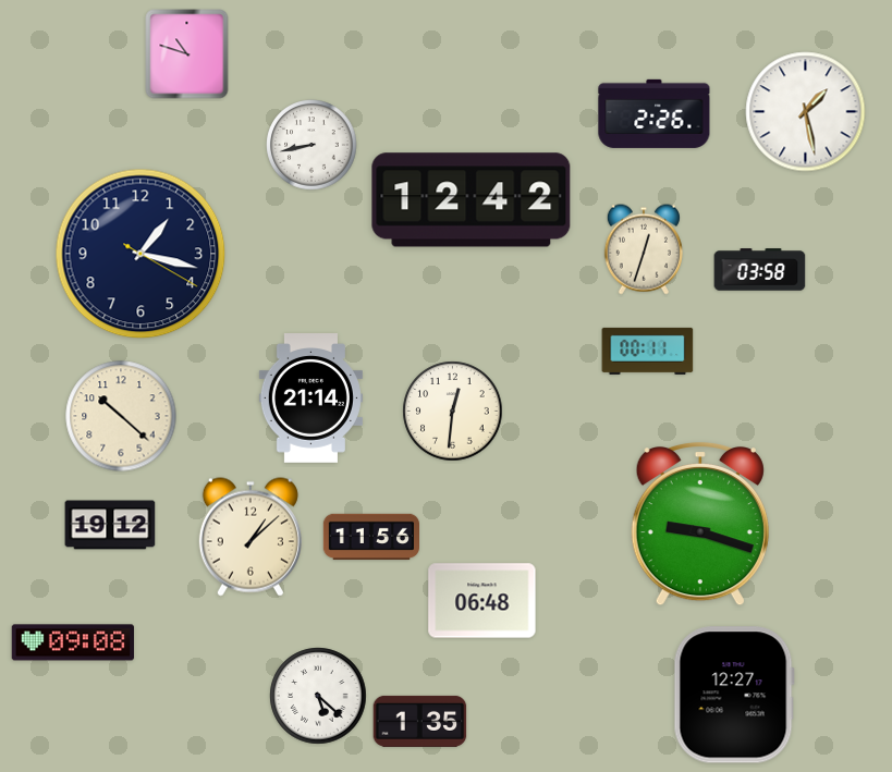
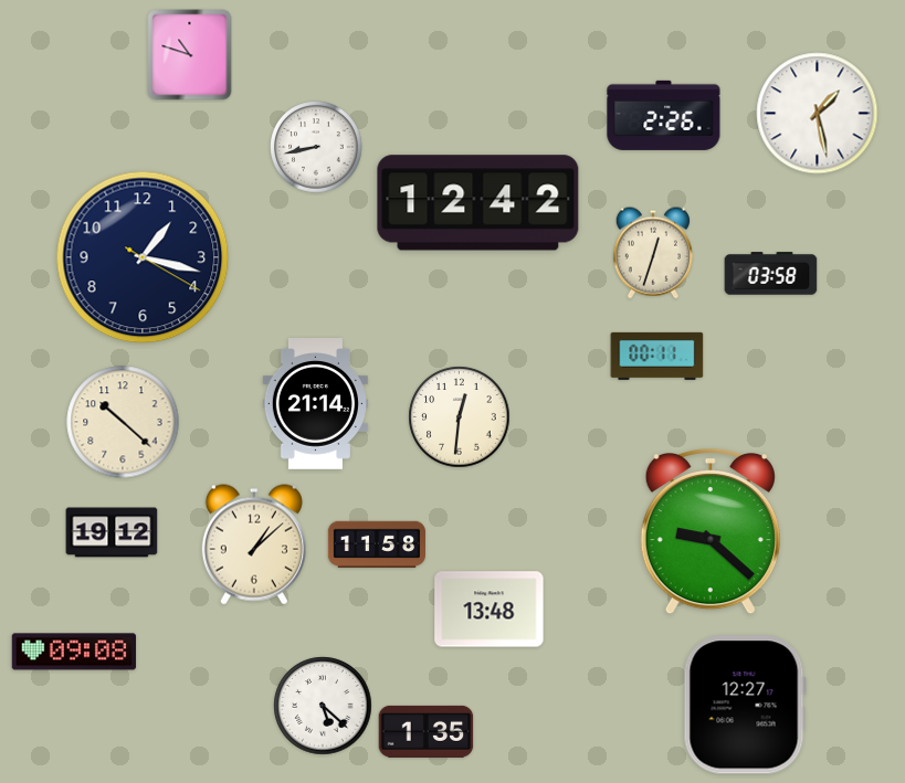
clock at (700, 524): 9:18 -> 9:22
clock at (370, 537): 11:56 -> 11:58
clock at (482, 601): 06:48 -> 13:48
